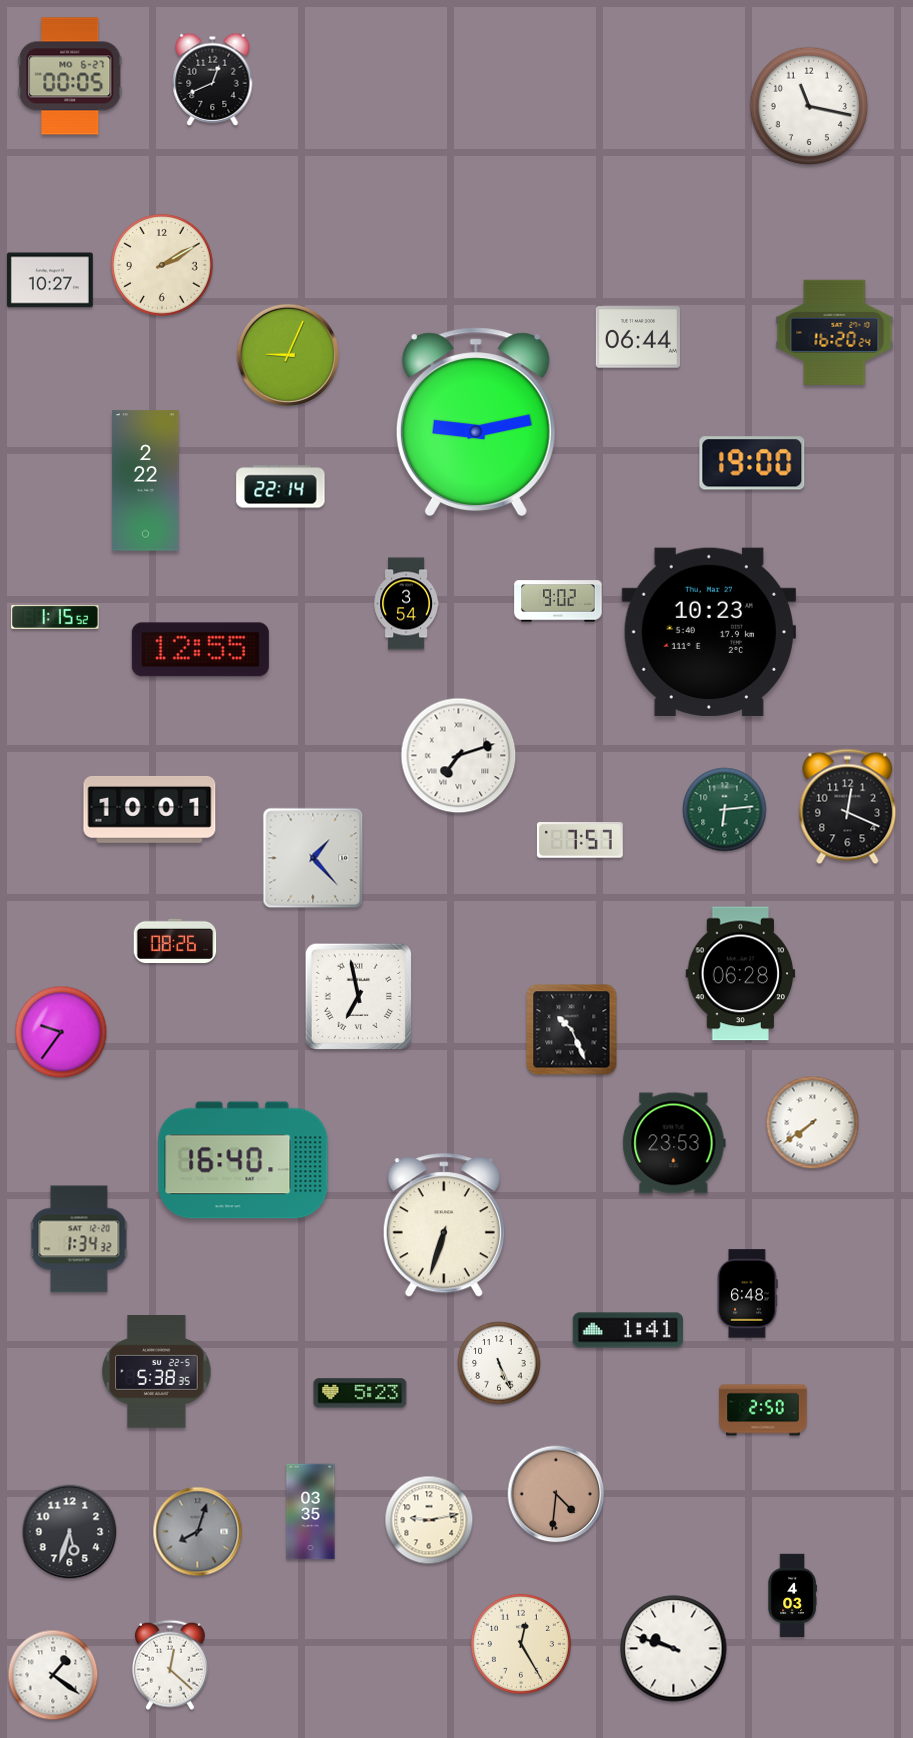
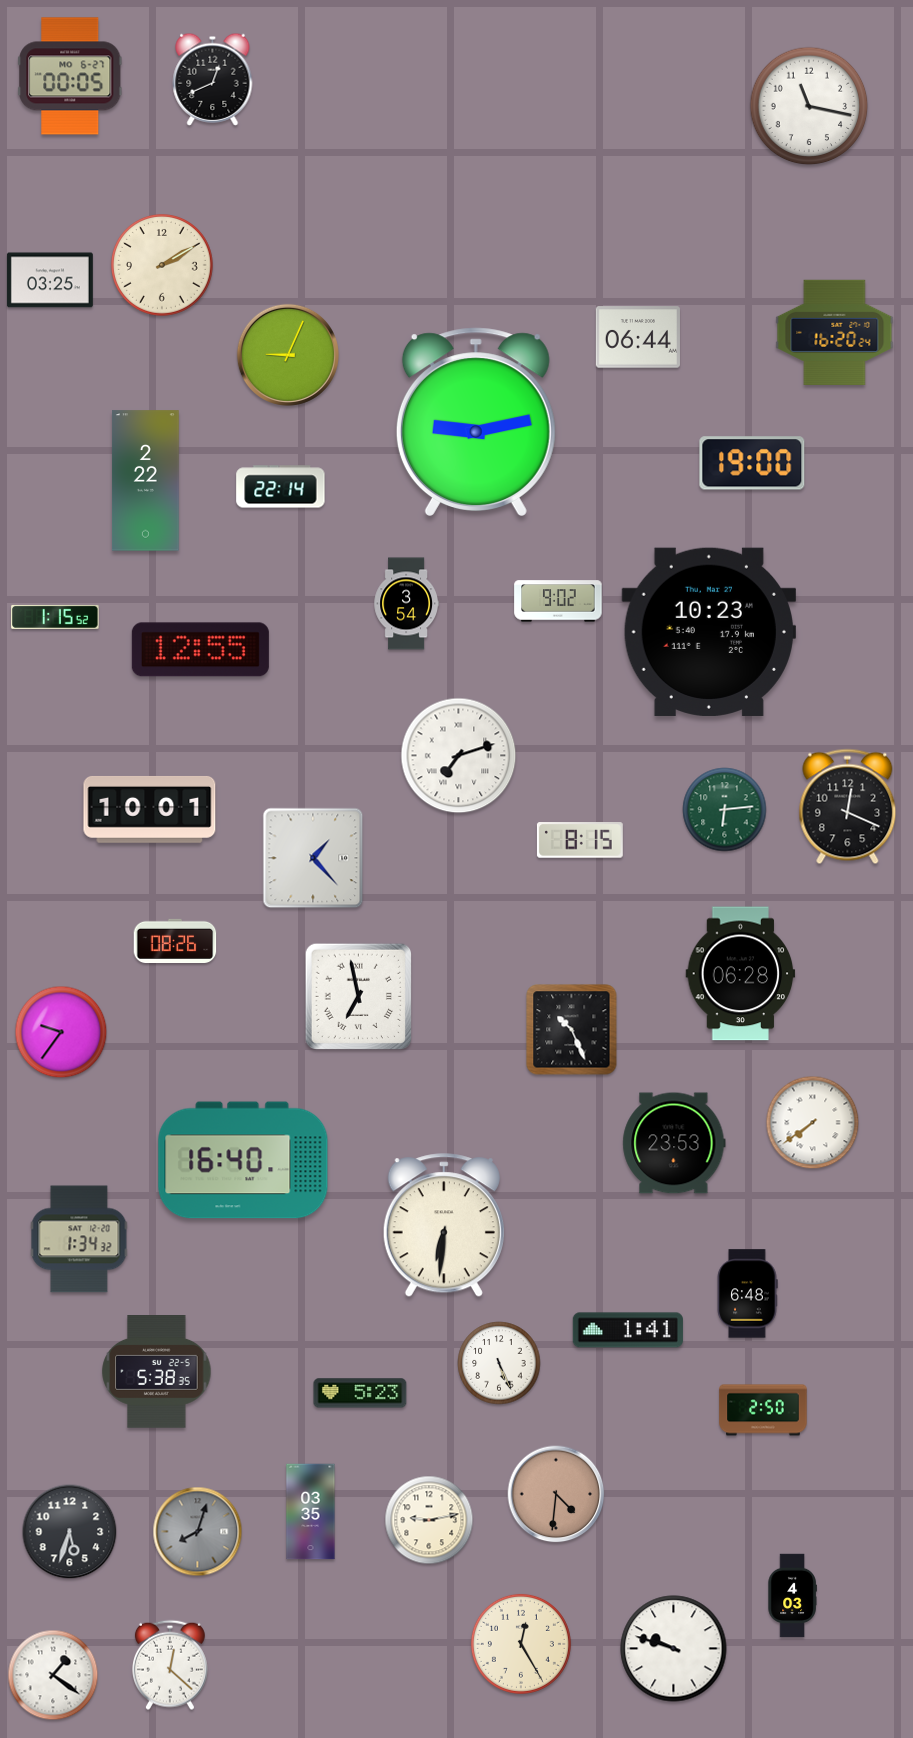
clock at (50, 280): 10:27 -> 03:25
clock at (580, 840): 7:57 -> 8:15
clock at (444, 1226): 6:33 -> 6:31
